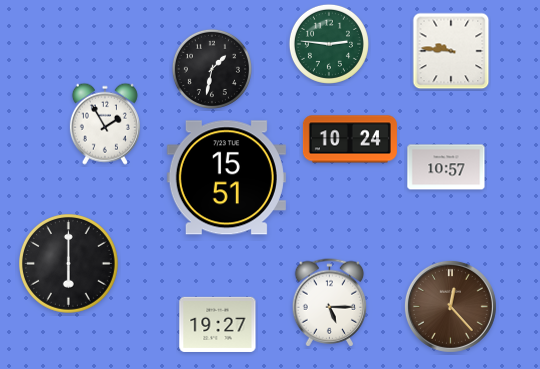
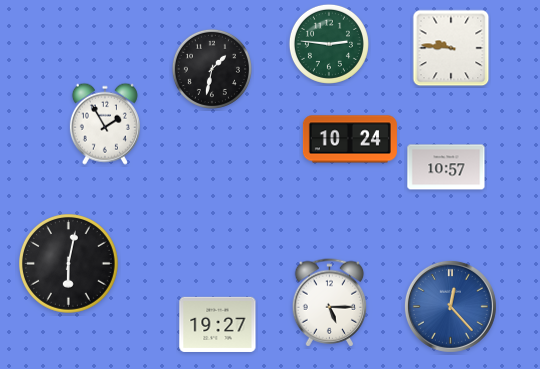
clock at (451, 51) position: (451, 51) -> (451, 48)
clock at (226, 178): 15:51 -> none
clock at (69, 264): 6:00 -> 6:02
clock at (450, 306) dial: brown -> blue
